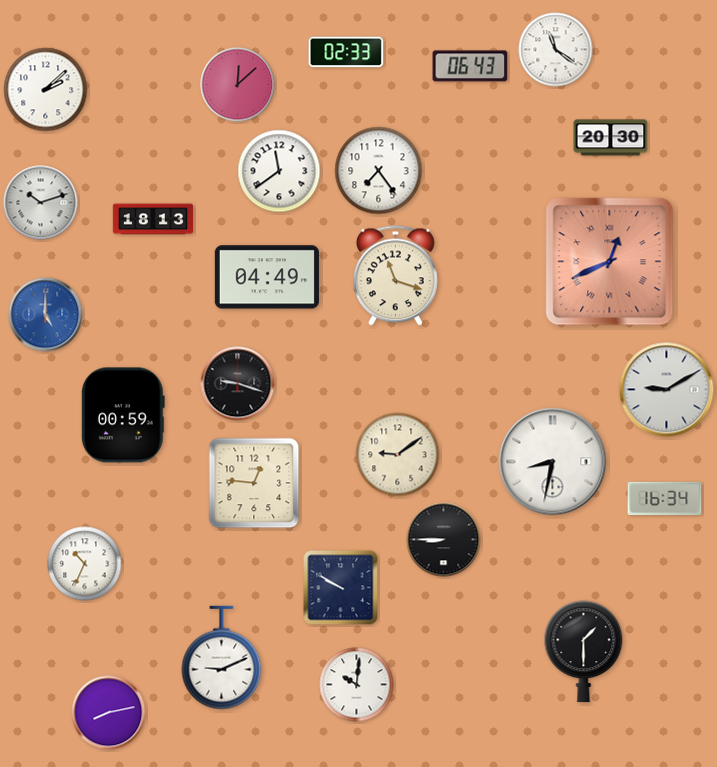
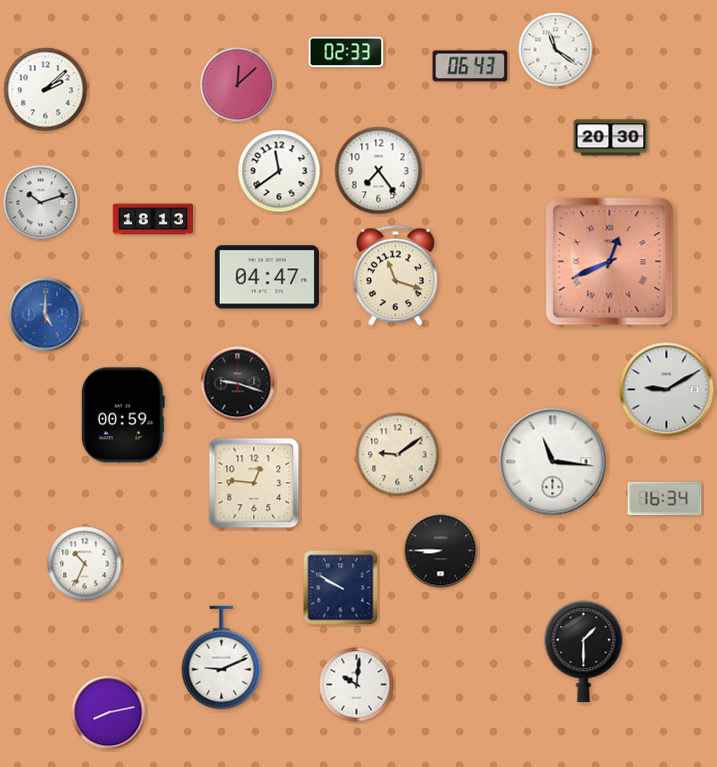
clock at (267, 277): 04:49 -> 04:47
clock at (553, 462): 8:32 -> 11:16
clock at (444, 540) position: (444, 540) -> (441, 551)
